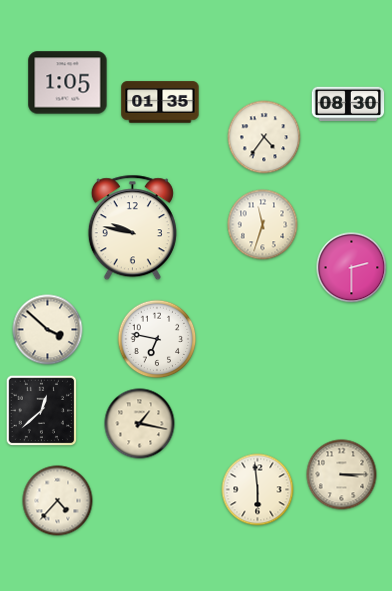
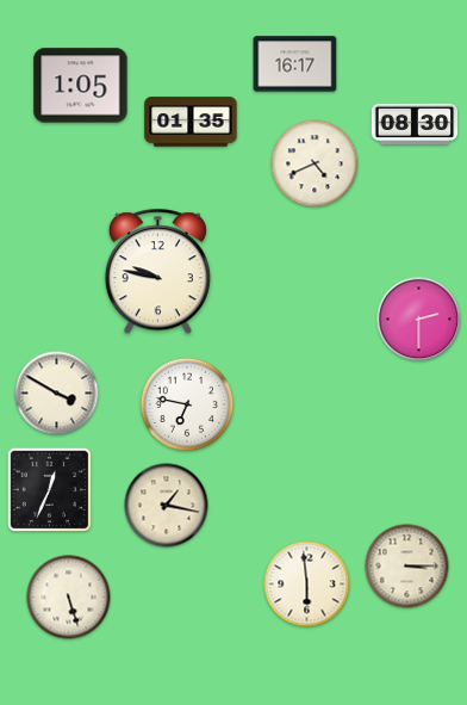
clock at (295, 64): none -> 16:17
clock at (68, 83) position: (68, 83) -> (81, 86)
clock at (264, 137): 4:36 -> 4:41
clock at (263, 225): 11:33 -> none
clock at (48, 330): 3:52 -> 3:50
clock at (42, 411): 12:38 -> 12:34
clock at (58, 501): 4:37 -> 5:27
